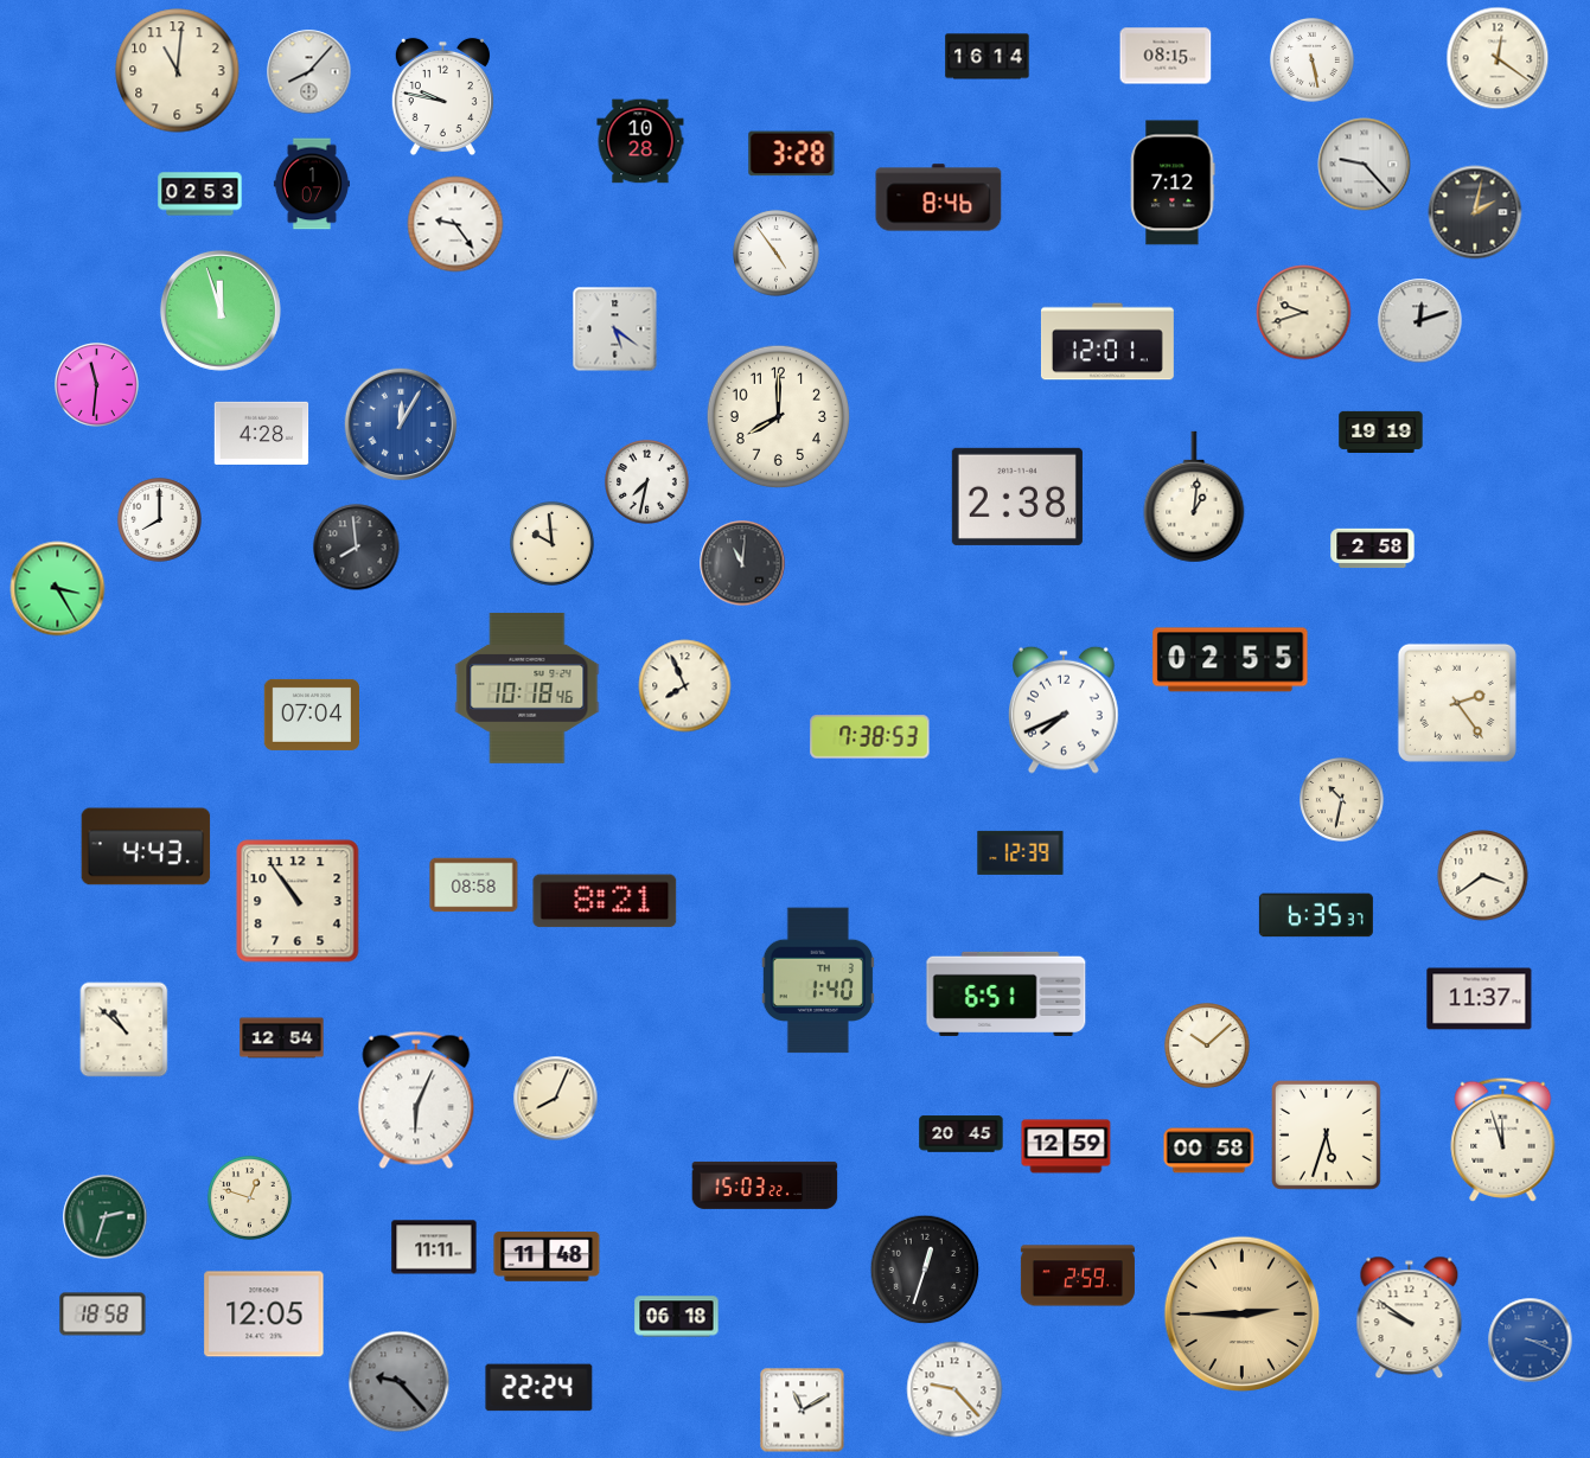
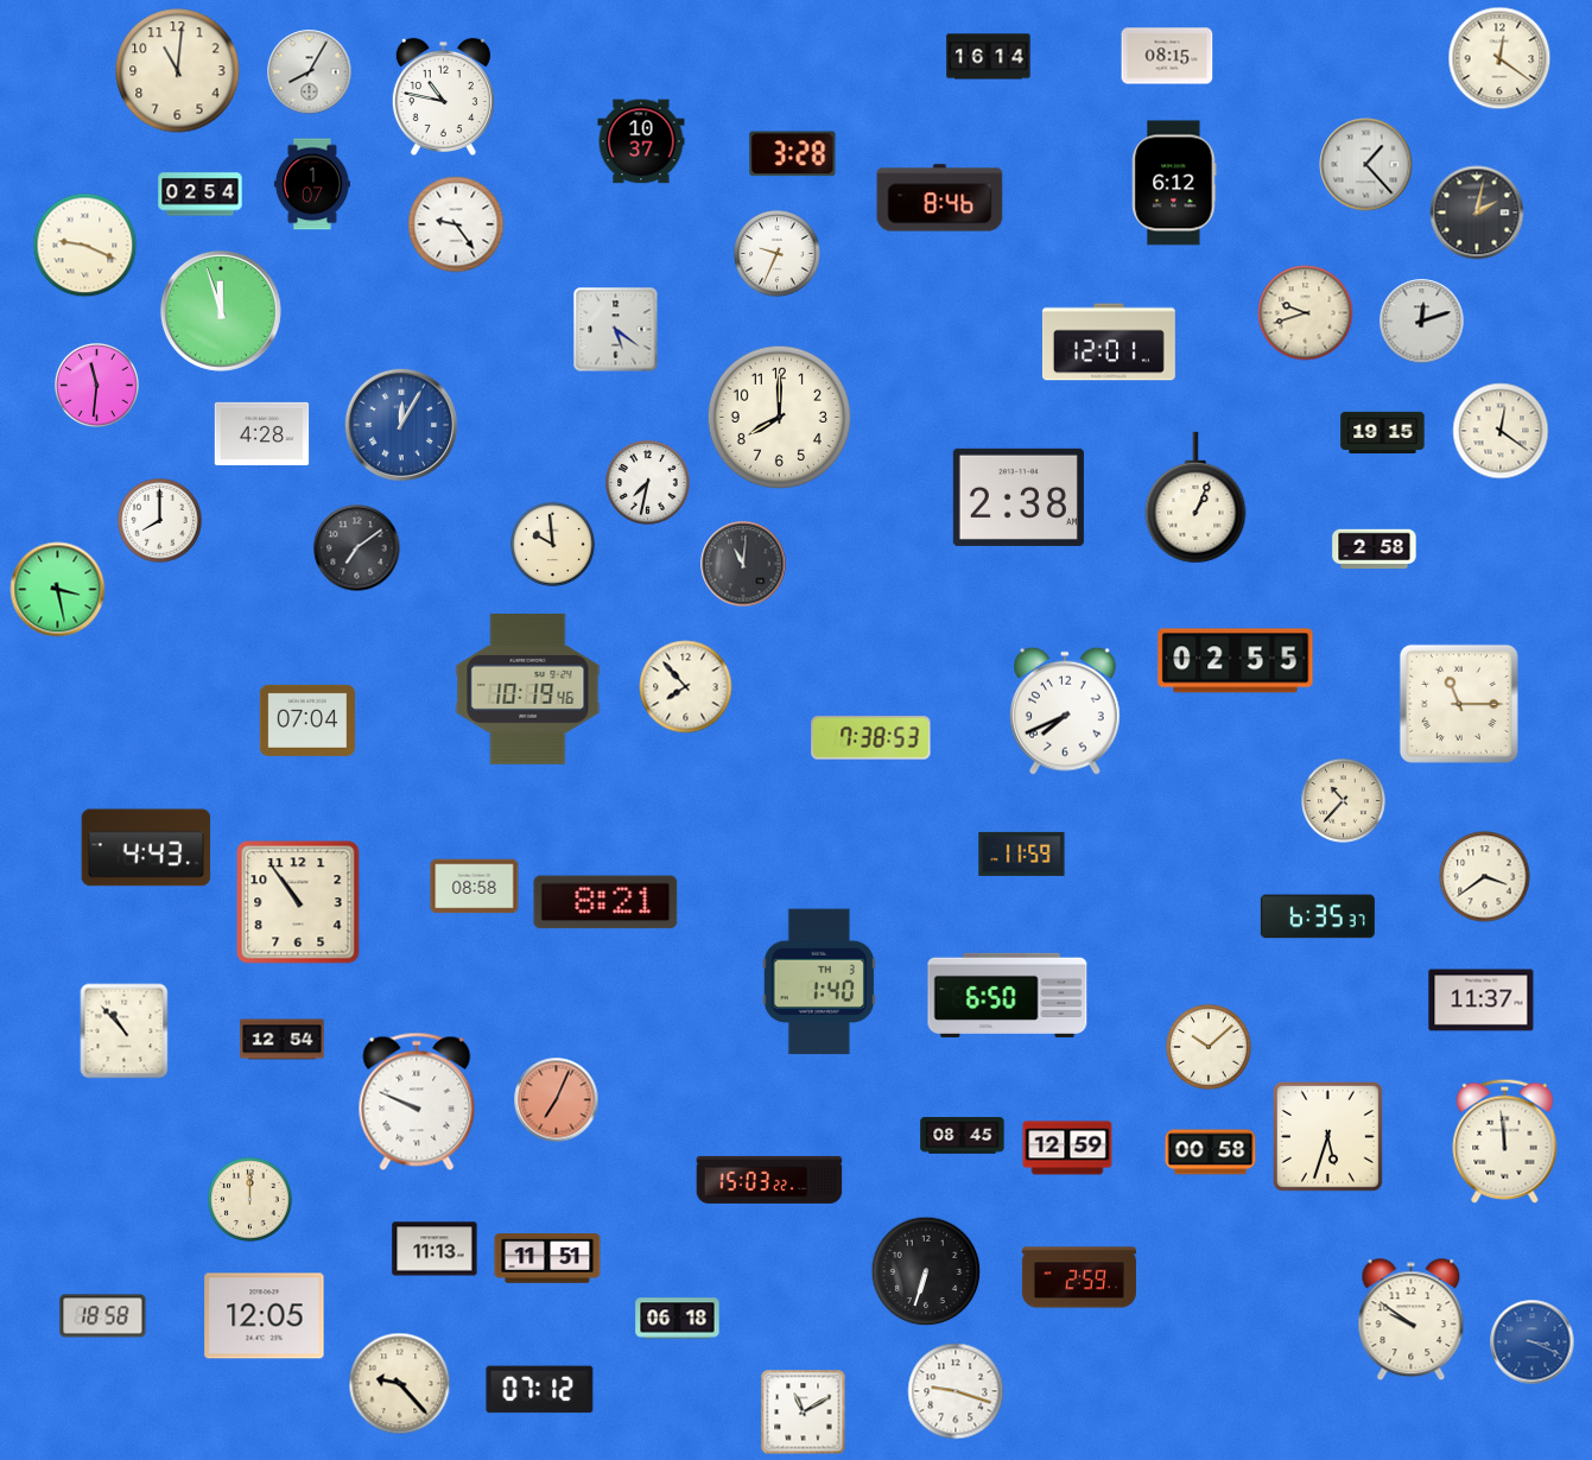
clock at (1313, 60): 5:28 -> none
clock at (309, 72): 8:07 -> 8:05
clock at (442, 97): 9:47 -> 10:47
clock at (640, 141): 10:28 -> 10:37
clock at (1365, 165): 9:23 -> 1:23
clock at (1173, 183): 7:12 -> 6:12
clock at (200, 194): 02:53 -> 02:54
clock at (85, 246): none -> 9:19
clock at (777, 254): 4:54 -> 9:34
clock at (1501, 431): none -> 12:21
clock at (1381, 431): 19:19 -> 19:15
clock at (1194, 497): 1:01 -> 1:04
clock at (357, 548): 7:59 -> 7:09
clock at (58, 589): 3:25 -> 3:28
clock at (1231, 660) position: (1231, 660) -> (1236, 661)
clock at (685, 686): 7:56 -> 7:53
clock at (528, 688): 10:18 -> 10:19
clock at (1457, 703): 2:24 -> 11:15
clock at (311, 715) position: (311, 715) -> (306, 721)
clock at (1342, 800): 10:32 -> 10:37
clock at (1021, 852): 12:39 -> 11:59
clock at (1007, 993): 6:51 -> 6:50
clock at (124, 1030): 10:52 -> 10:53
clock at (556, 1099): 8:04 -> 7:04
clock at (556, 1099) dial: cream -> salmon
clock at (416, 1100): 6:04 -> 9:49
clock at (962, 1134): 20:45 -> 08:45
clock at (1503, 1139): 11:57 -> 11:59
clock at (765, 1185) position: (765, 1185) -> (769, 1180)
clock at (250, 1198): 12:48 -> 12:00
clock at (106, 1217): 2:33 -> none
clock at (434, 1247): 11:11 -> 11:13
clock at (547, 1256): 11:48 -> 11:51
clock at (925, 1270): 12:33 -> 6:33
clock at (1243, 1315): 2:45 -> none
clock at (400, 1382) dial: grey -> cream
clock at (539, 1388): 22:24 -> 07:12
clock at (954, 1389): 9:23 -> 9:18
